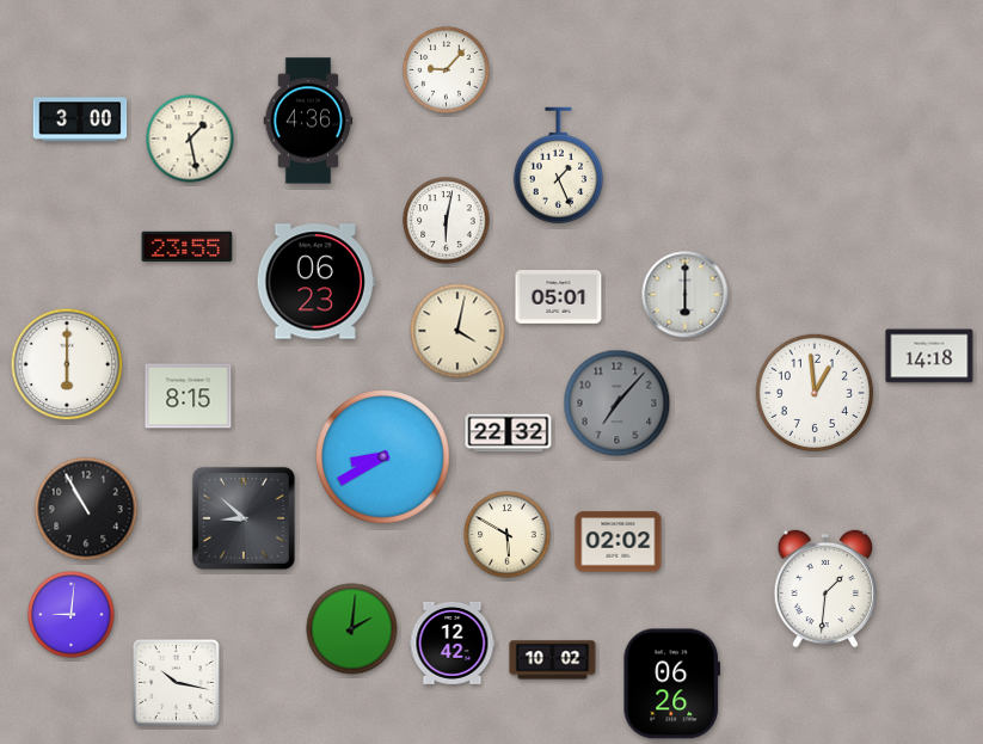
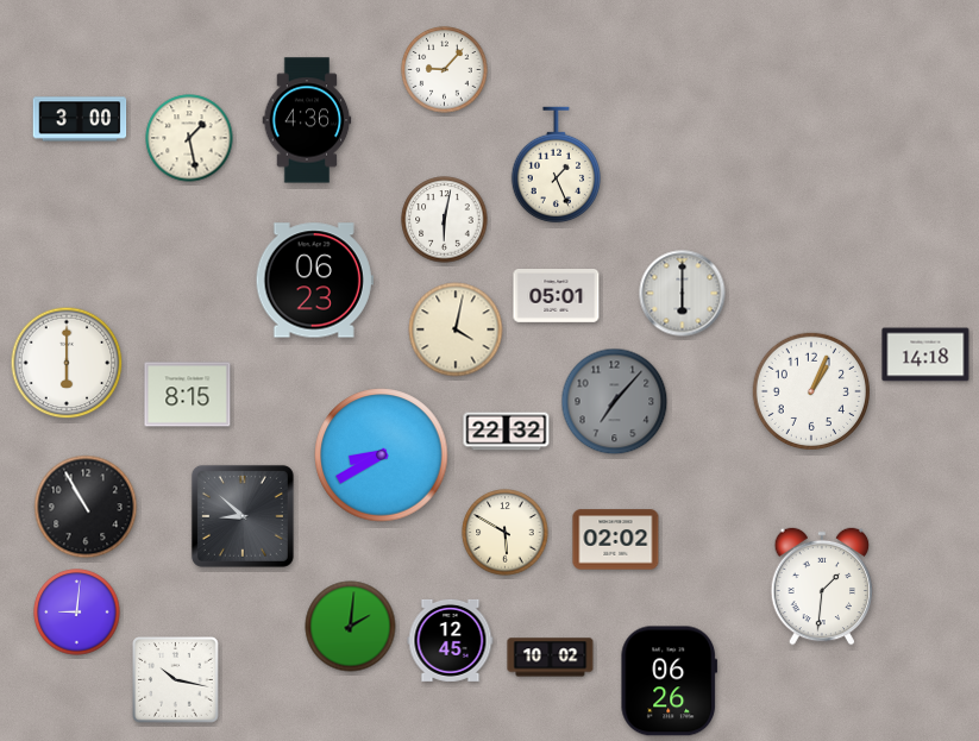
clock at (188, 247): 23:55 -> none
clock at (813, 392): 12:59 -> 1:04
clock at (72, 615) position: (72, 615) -> (77, 613)
clock at (453, 642): 12:42 -> 12:45
